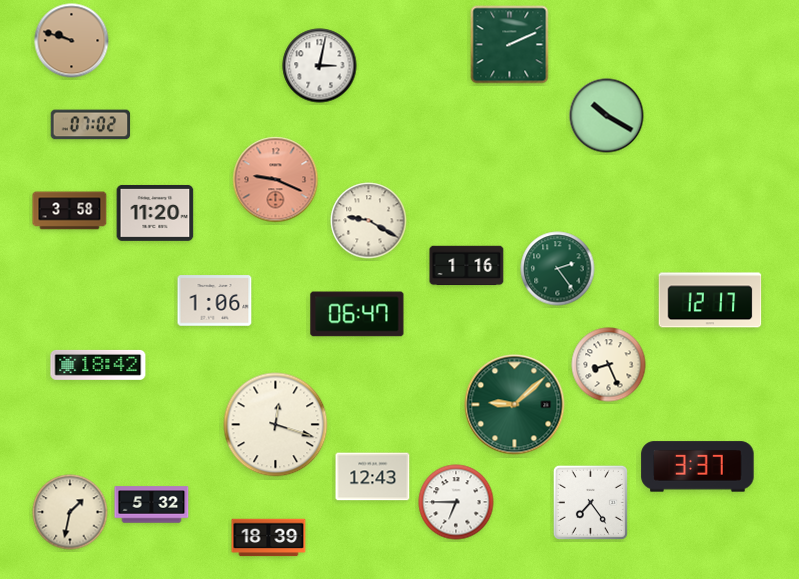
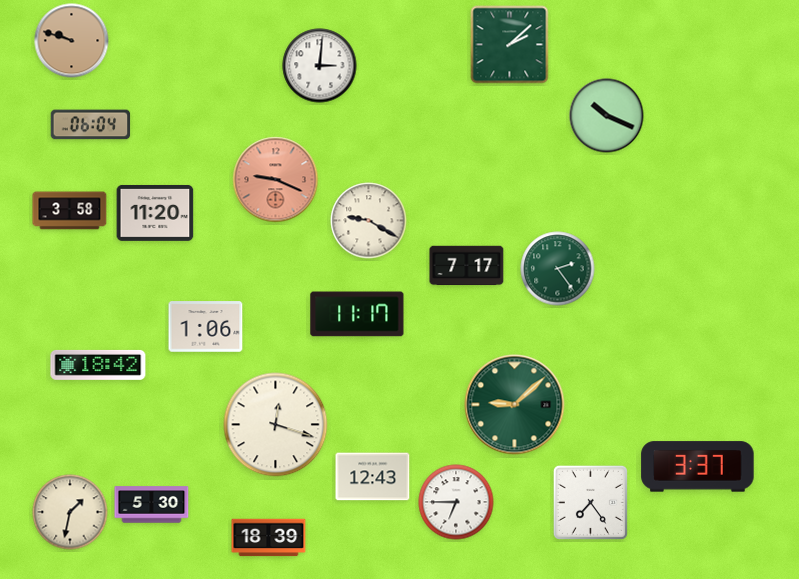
clock at (510, 45): 2:11 -> 2:08
clock at (320, 66): 3:02 -> 3:01
clock at (607, 116): 10:20 -> 10:19
clock at (91, 125): 07:02 -> 06:04
clock at (467, 266): 1:16 -> 7:17
clock at (710, 300): 12:17 -> none
clock at (215, 301) position: (215, 301) -> (206, 327)
clock at (357, 314): 06:47 -> 11:17
clock at (609, 365): 8:26 -> none
clock at (152, 505): 5:32 -> 5:30
